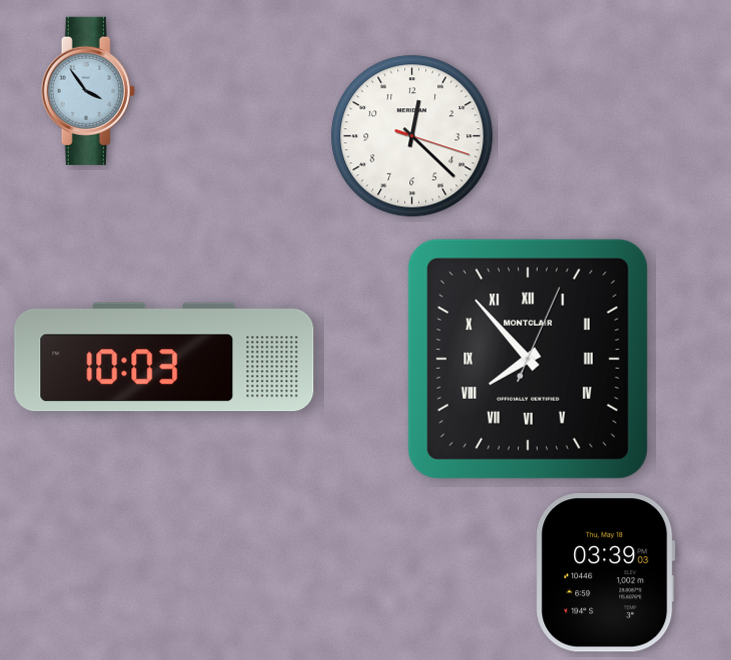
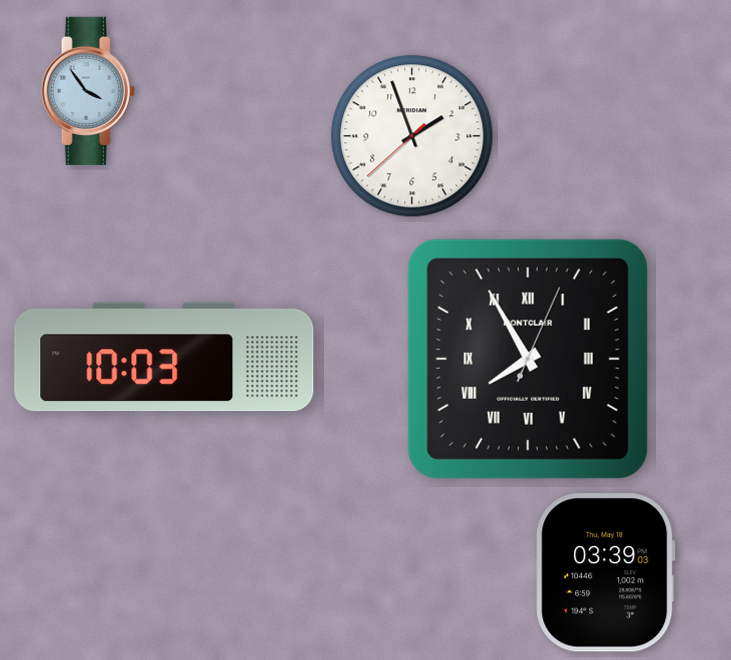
clock at (412, 136): 12:22 -> 1:56
clock at (528, 359): 7:53 -> 7:55
